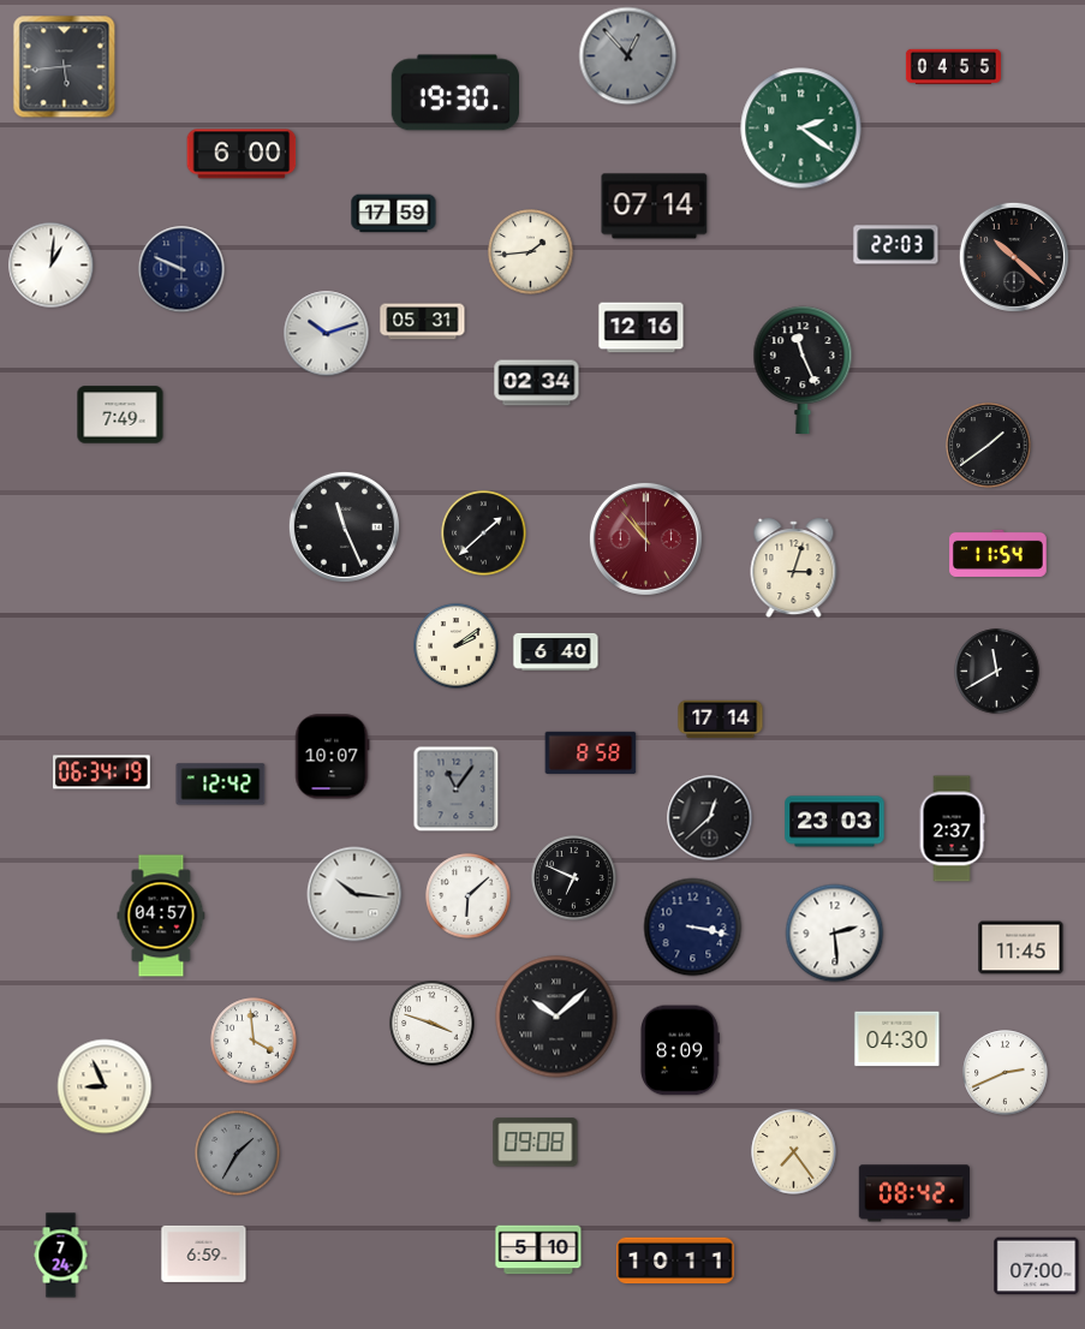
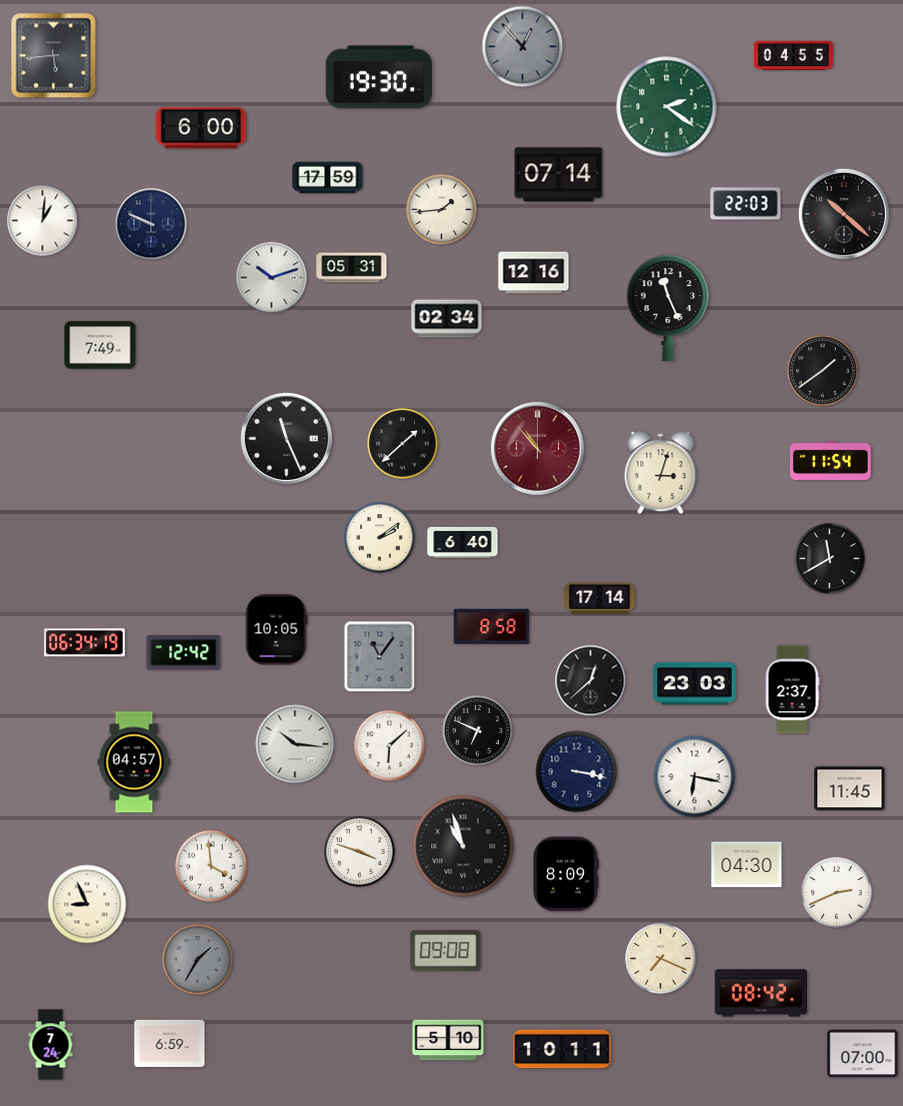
clock at (655, 207) position: (655, 207) -> (559, 175)
clock at (332, 757): 10:07 -> 10:05
clock at (835, 934): 2:29 -> 6:17
clock at (556, 1017): 10:08 -> 10:57
clock at (794, 1152): 7:24 -> 7:19
